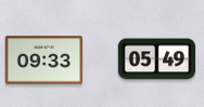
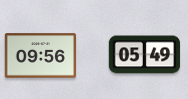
clock at (43, 61): 09:33 -> 09:56
